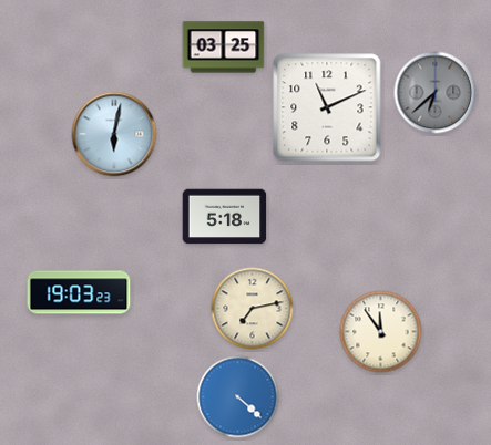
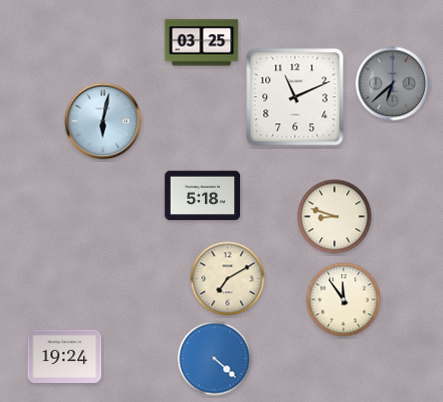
clock at (335, 217): none -> 8:48
clock at (79, 292): 19:03 -> none
clock at (253, 309): 7:13 -> 7:10
clock at (65, 356): none -> 19:24
